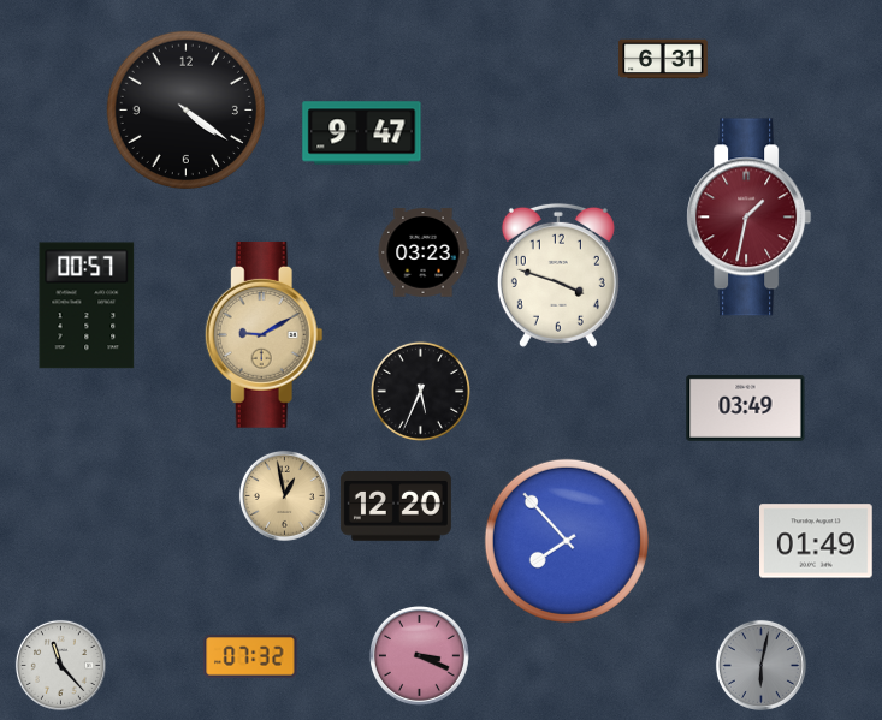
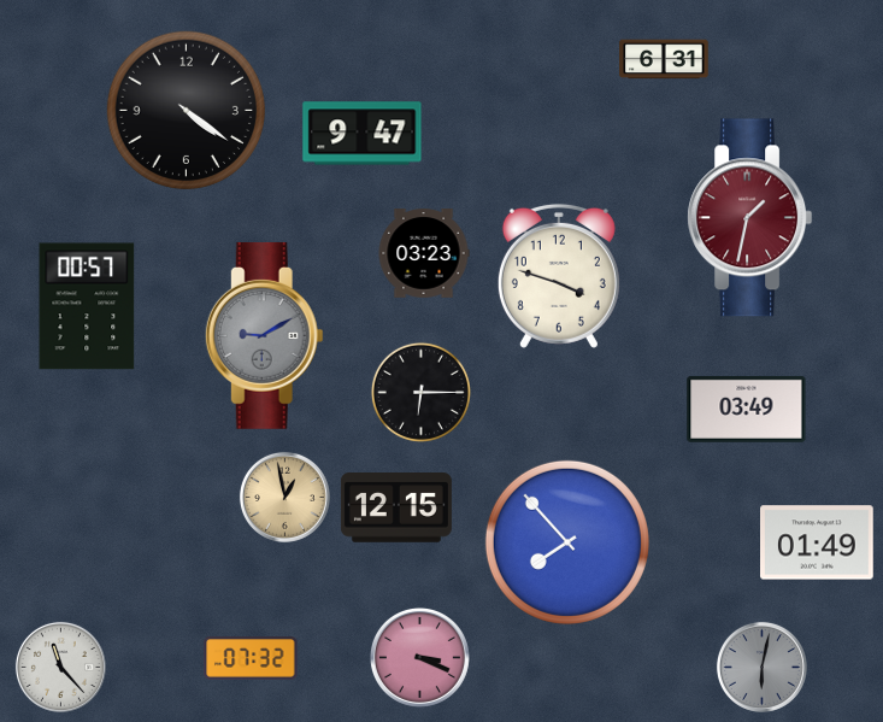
clock at (264, 334) dial: champagne -> grey
clock at (420, 391): 5:34 -> 6:15
clock at (396, 507): 12:20 -> 12:15
